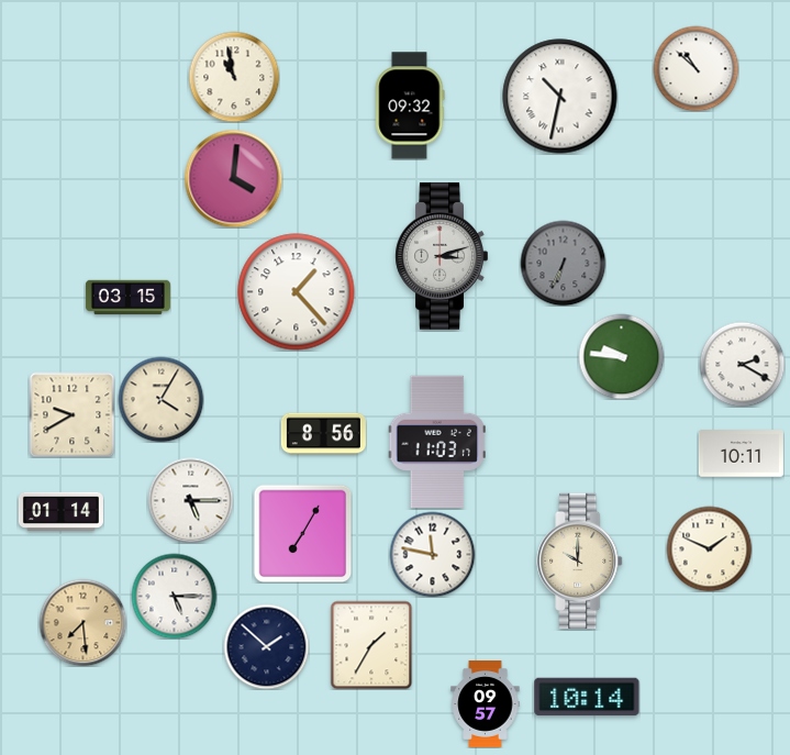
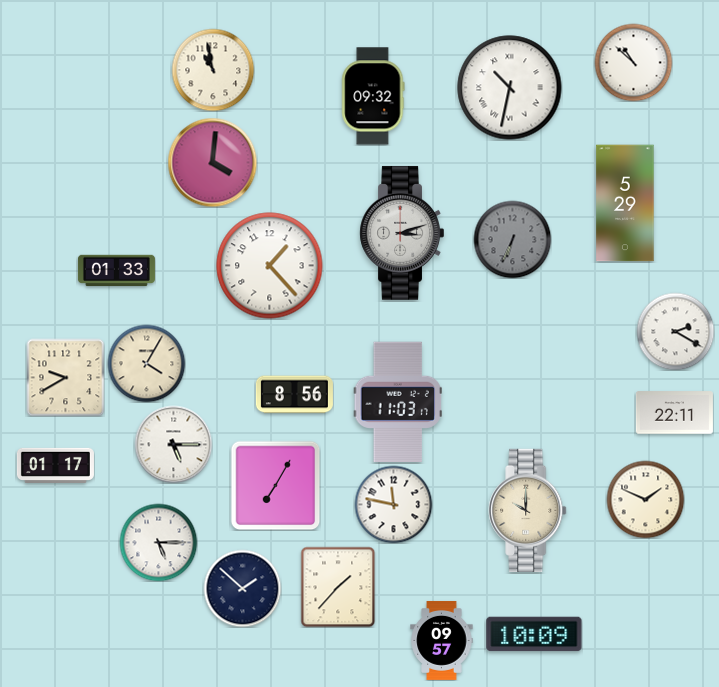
clock at (625, 203): none -> 5:29
clock at (127, 298): 03:15 -> 01:33
clock at (621, 356): 9:46 -> none
clock at (741, 454): 10:11 -> 22:11
clock at (190, 500) position: (190, 500) -> (173, 444)
clock at (60, 511): 01:14 -> 01:17
clock at (82, 622): 7:29 -> none
clock at (371, 645): 1:35 -> 1:37
clock at (587, 697): 10:14 -> 10:09
